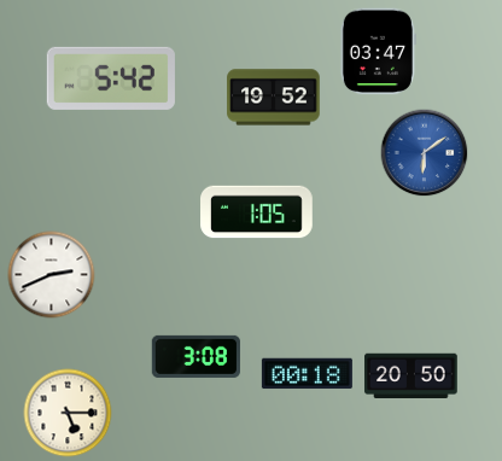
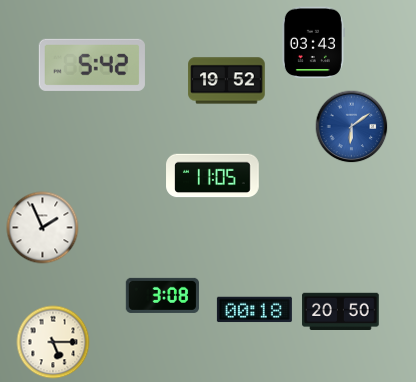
clock at (378, 52): 03:47 -> 03:43
clock at (257, 212): 1:05 -> 11:05
clock at (52, 275): 2:41 -> 1:56
clock at (68, 413) position: (68, 413) -> (53, 342)
